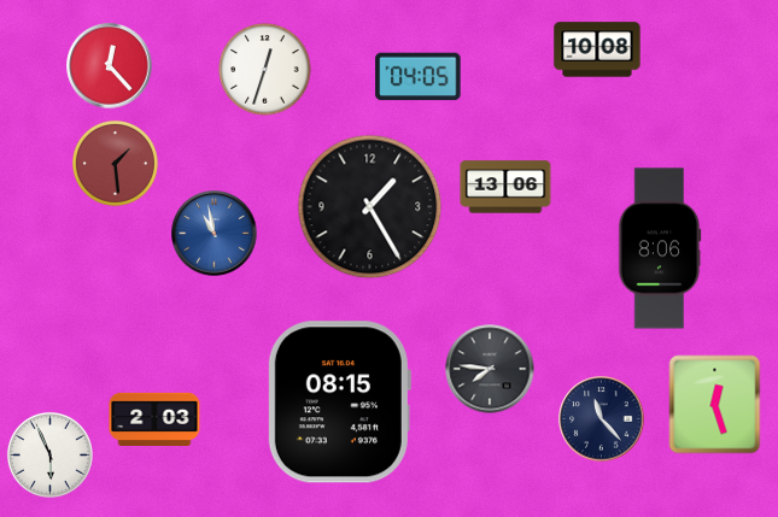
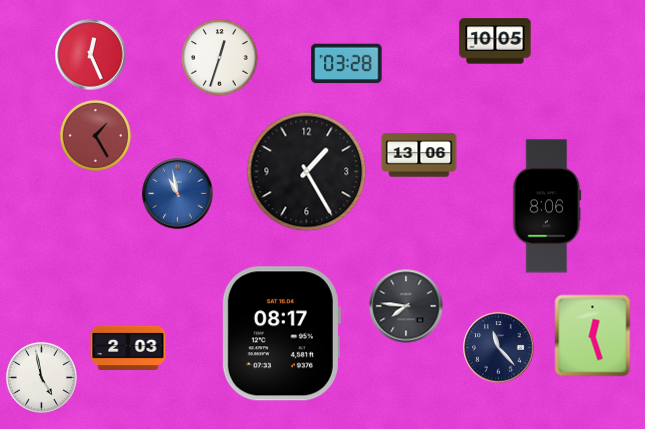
clock at (597, 49): 10:08 -> 10:05
clock at (110, 66): 12:23 -> 12:26
clock at (419, 77): 04:05 -> 03:28
clock at (115, 163): 1:29 -> 1:25
clock at (339, 403): 08:15 -> 08:17
clock at (49, 454): 5:56 -> 4:58
